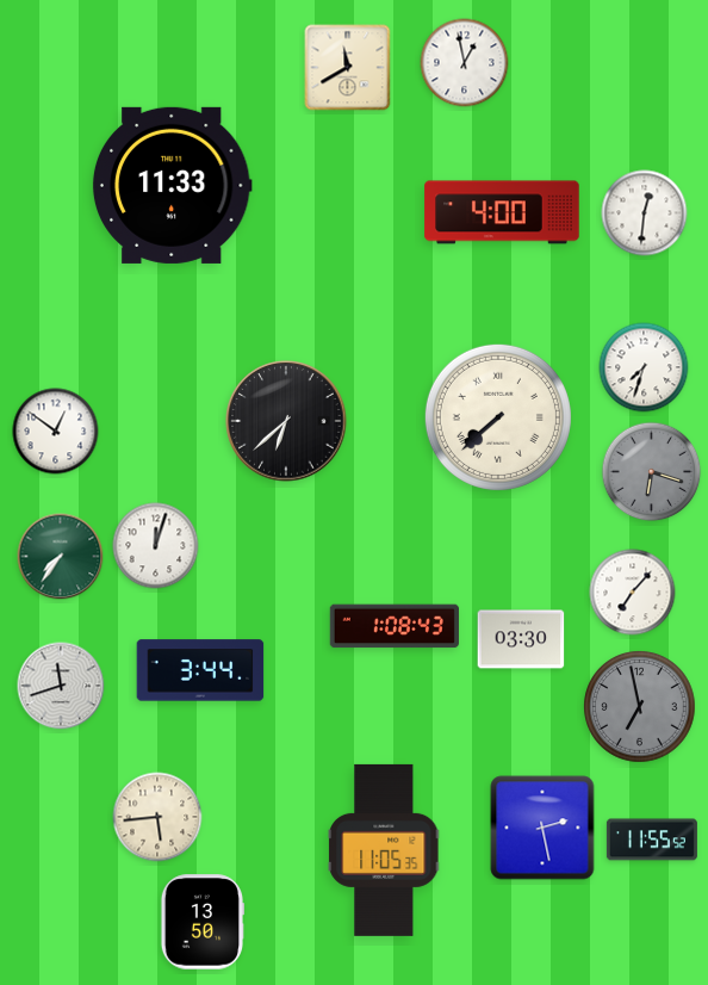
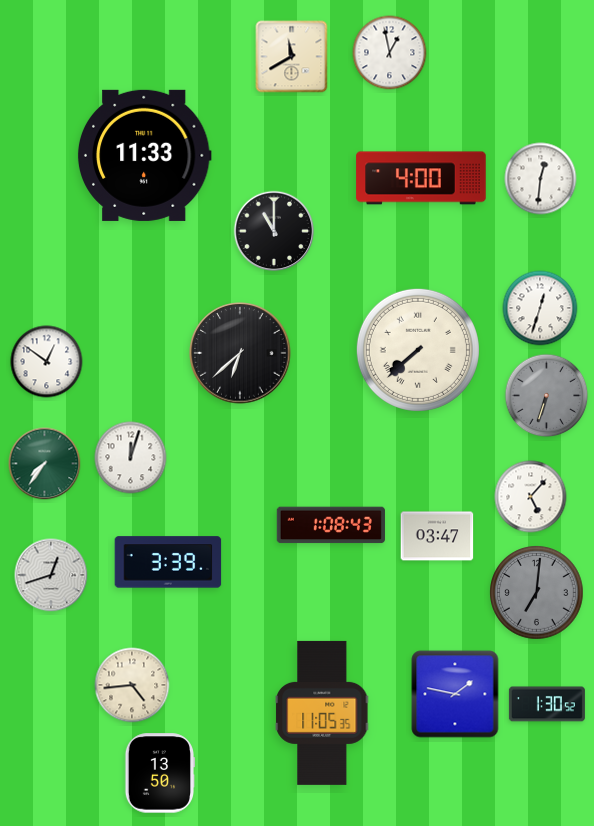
clock at (274, 231): none -> 11:00
clock at (644, 367): 7:33 -> 12:33
clock at (652, 472): 6:18 -> 6:33
clock at (61, 557) position: (61, 557) -> (45, 464)
clock at (633, 593): 7:07 -> 5:07
clock at (521, 639): 03:30 -> 03:47
clock at (200, 670): 3:44 -> 3:39
clock at (61, 686): 11:42 -> 12:42
clock at (640, 707): 6:58 -> 7:01
clock at (157, 817): 5:44 -> 4:44
clock at (542, 828): 2:28 -> 1:47
clock at (652, 840): 11:55 -> 1:30
clock at (201, 922) position: (201, 922) -> (159, 773)
